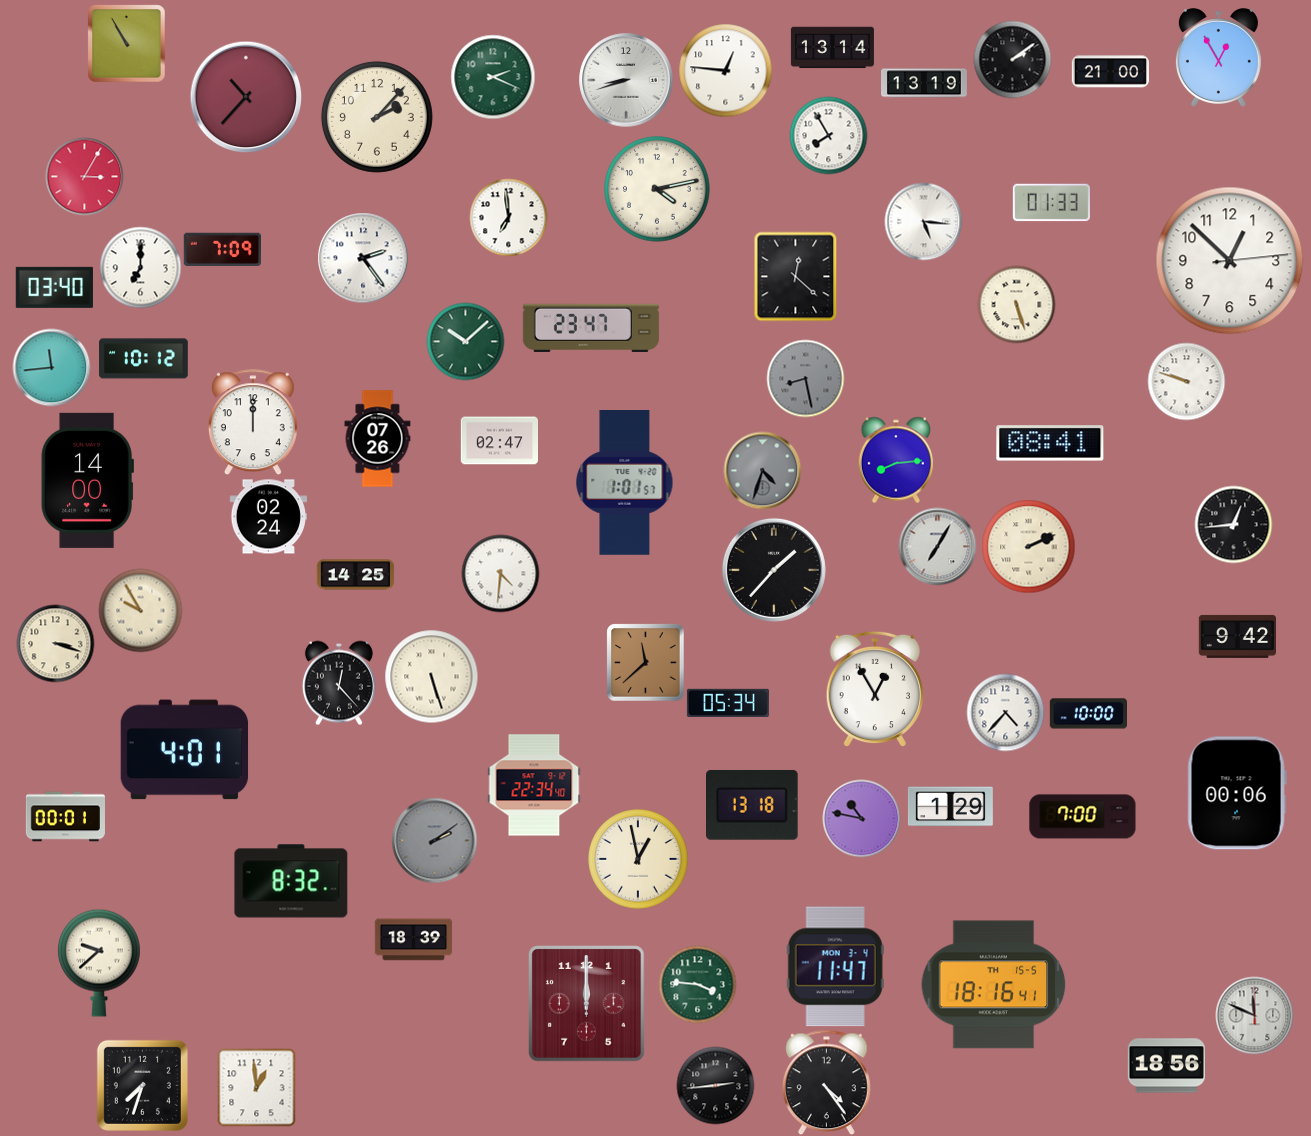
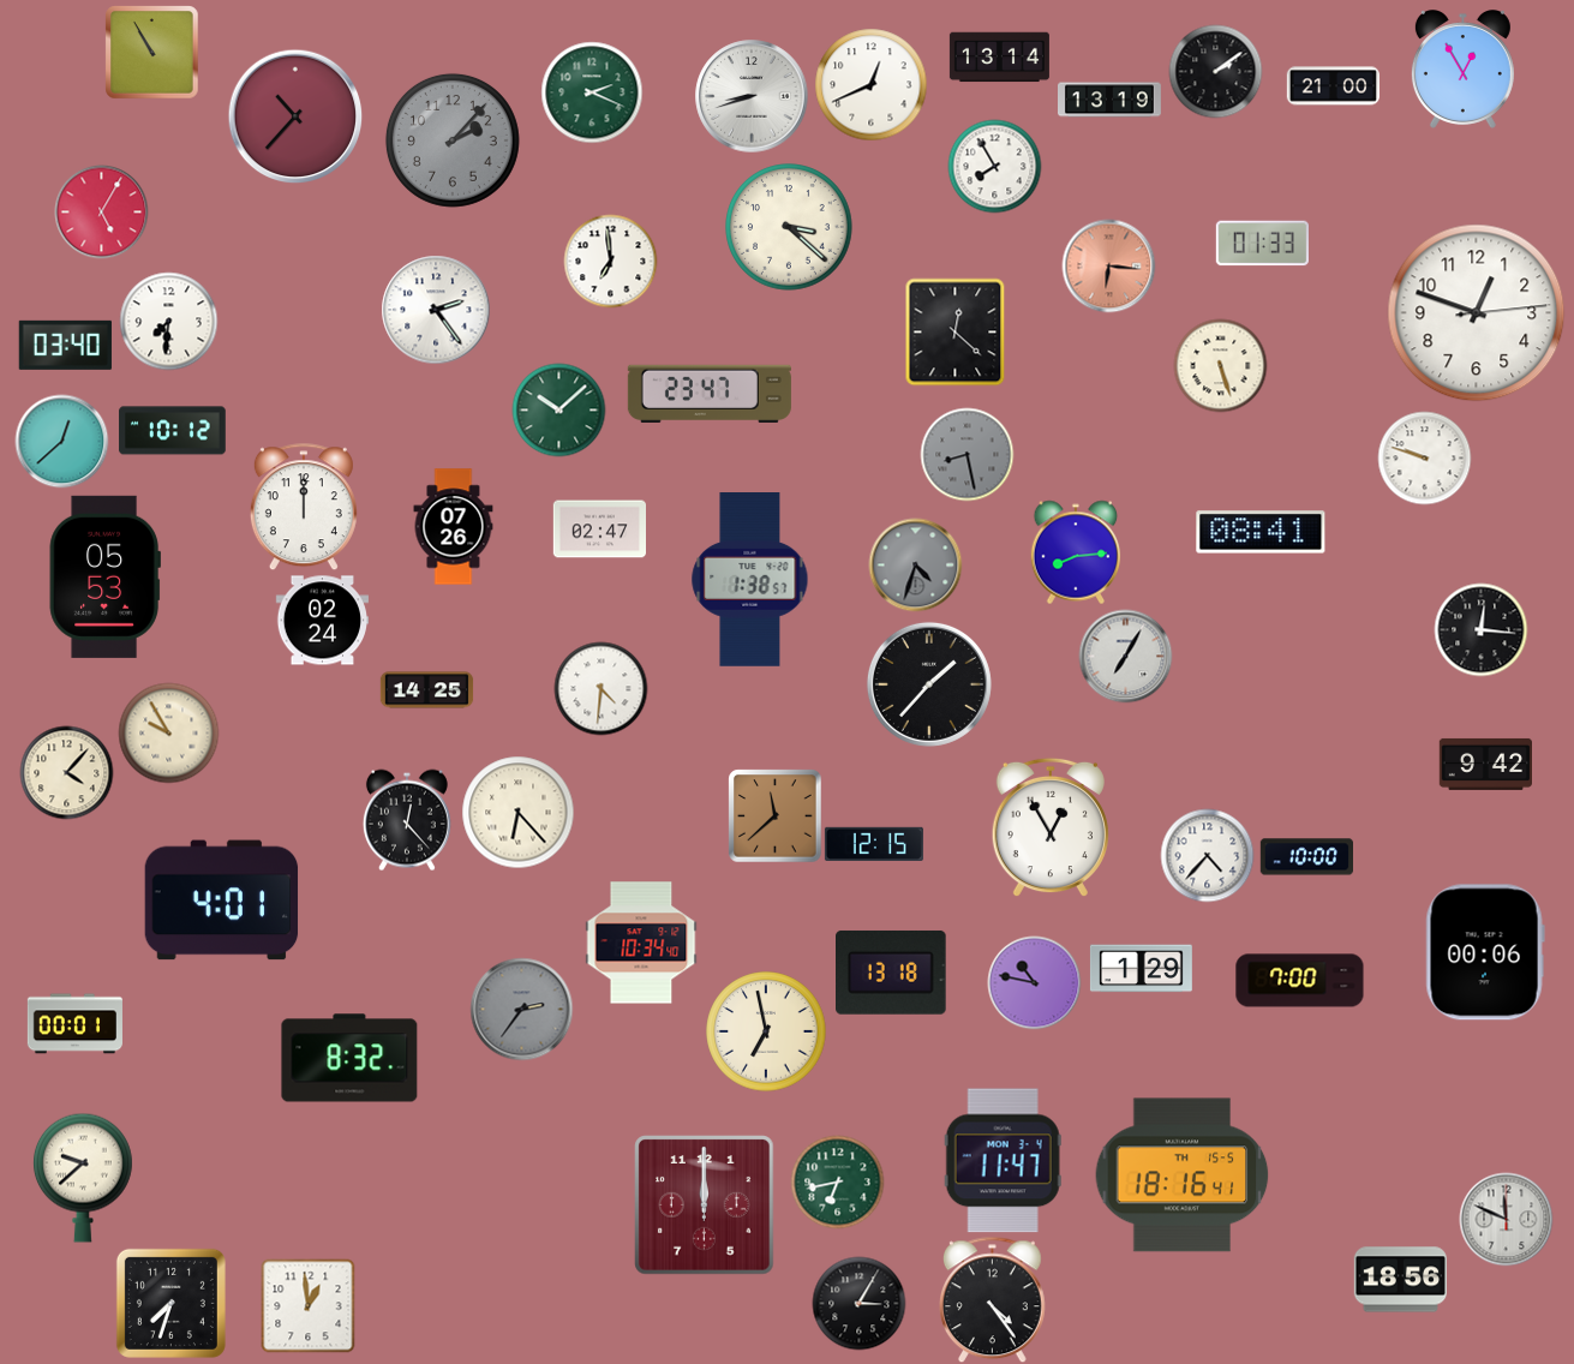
clock at (725, 70): 12:46 -> 12:41
clock at (377, 117) dial: cream -> grey
clock at (828, 135) position: (828, 135) -> (994, 166)
clock at (84, 176): 3:05 -> 5:05
clock at (657, 189): 4:13 -> 3:22
clock at (923, 221): 5:16 -> 6:16
clock at (923, 221) dial: white -> salmon
clock at (222, 250): 7:09 -> none
clock at (1230, 261): 12:52 -> 12:48
clock at (140, 267): 7:00 -> 7:31
clock at (51, 367): 11:44 -> 12:38
clock at (87, 480): 14:00 -> 05:53
clock at (625, 483): 1:01 -> 1:38
clock at (1233, 524): 12:44 -> 12:16
clock at (1028, 546): 2:11 -> none
clock at (55, 643): 3:18 -> 4:07
clock at (645, 662) position: (645, 662) -> (774, 815)
clock at (431, 676): 5:27 -> 6:23
clock at (728, 702): 05:34 -> 12:15
clock at (534, 785): 22:34 -> 10:34
clock at (753, 805) position: (753, 805) -> (892, 973)
clock at (65, 817) position: (65, 817) -> (74, 1024)
clock at (434, 840): 2:09 -> 2:36
clock at (638, 859): 12:58 -> 6:58
clock at (413, 940): 18:39 -> none
clock at (99, 963) position: (99, 963) -> (83, 1178)
clock at (697, 984): 3:46 -> 6:43
clock at (994, 985) position: (994, 985) -> (1183, 1175)
clock at (715, 1085): 2:44 -> 3:05
